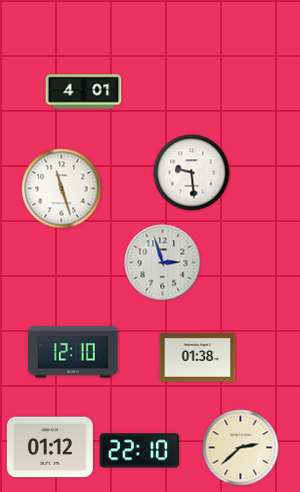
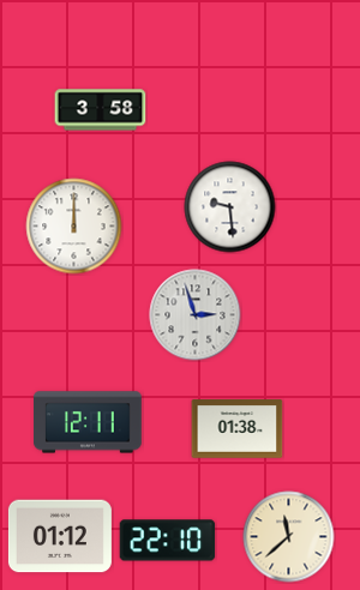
clock at (84, 92): 4:01 -> 3:58
clock at (62, 189): 11:27 -> 12:00
clock at (73, 352): 12:10 -> 12:11
clock at (241, 448): 2:38 -> 11:38
